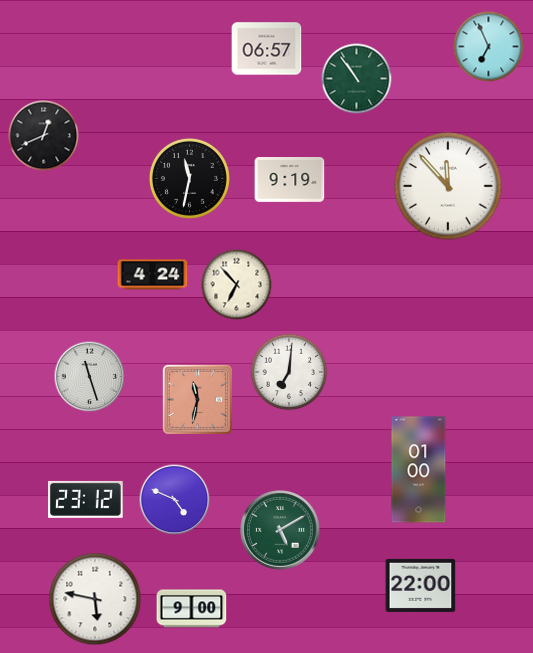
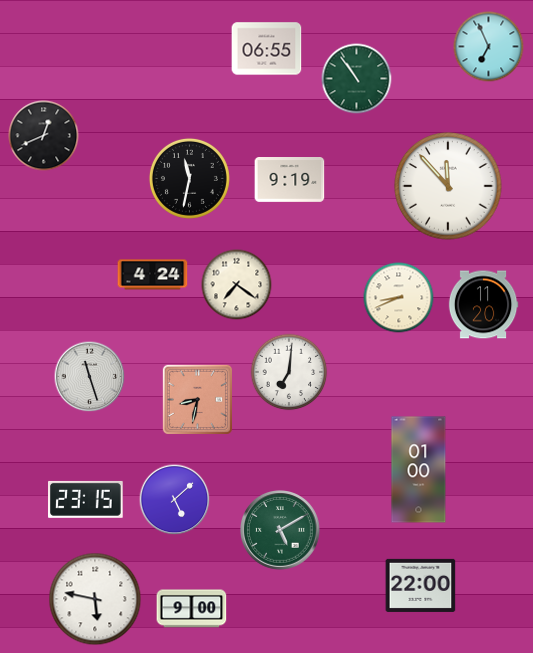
clock at (267, 49): 06:57 -> 06:55
clock at (237, 285): 6:53 -> 7:21
clock at (399, 298): none -> 8:41
clock at (483, 305): none -> 11:20
clock at (197, 399): 11:32 -> 8:32
clock at (86, 499): 23:12 -> 23:15
clock at (175, 500): 4:49 -> 5:08
